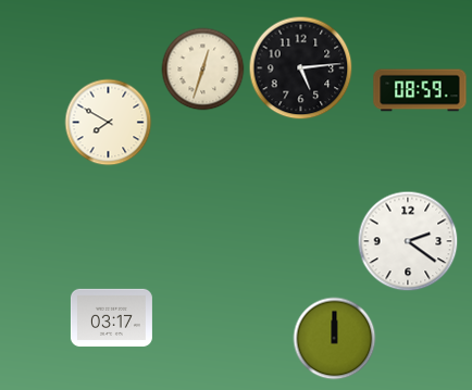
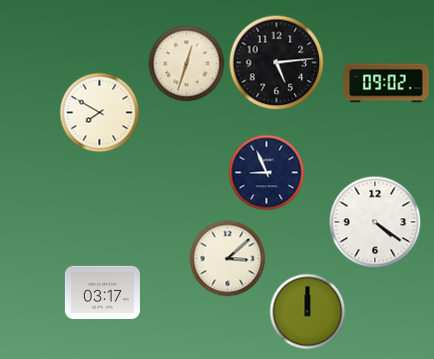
clock at (420, 90): 08:59 -> 09:02
clock at (267, 173): none -> 8:56
clock at (408, 241): 2:21 -> 4:21
clock at (228, 259): none -> 3:08
